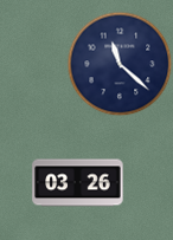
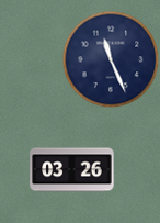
clock at (120, 64): 11:22 -> 11:26
